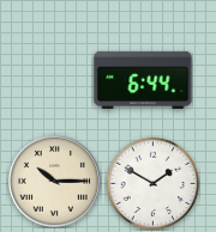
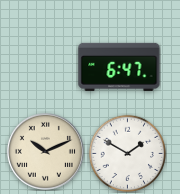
clock at (143, 80): 6:44 -> 6:47
clock at (54, 181): 10:15 -> 10:11
